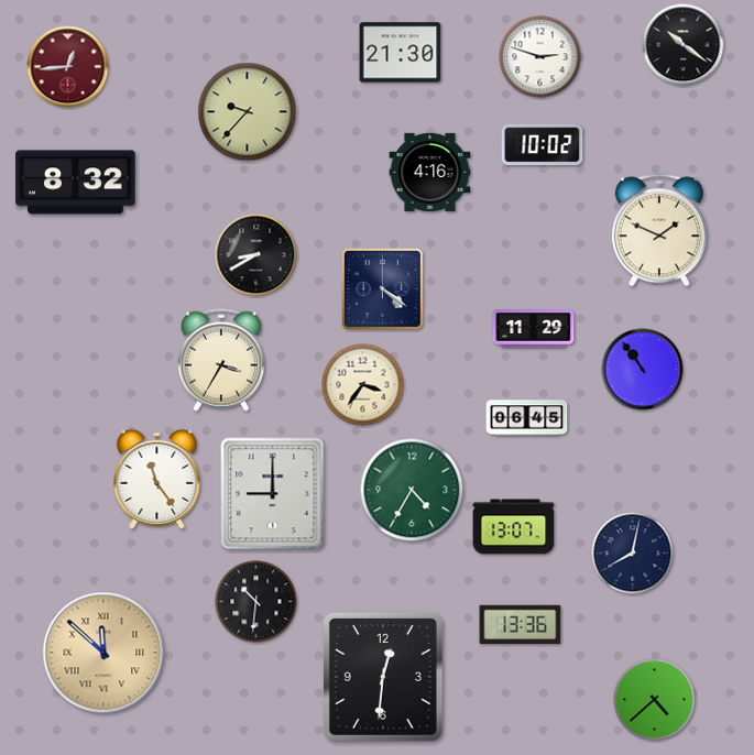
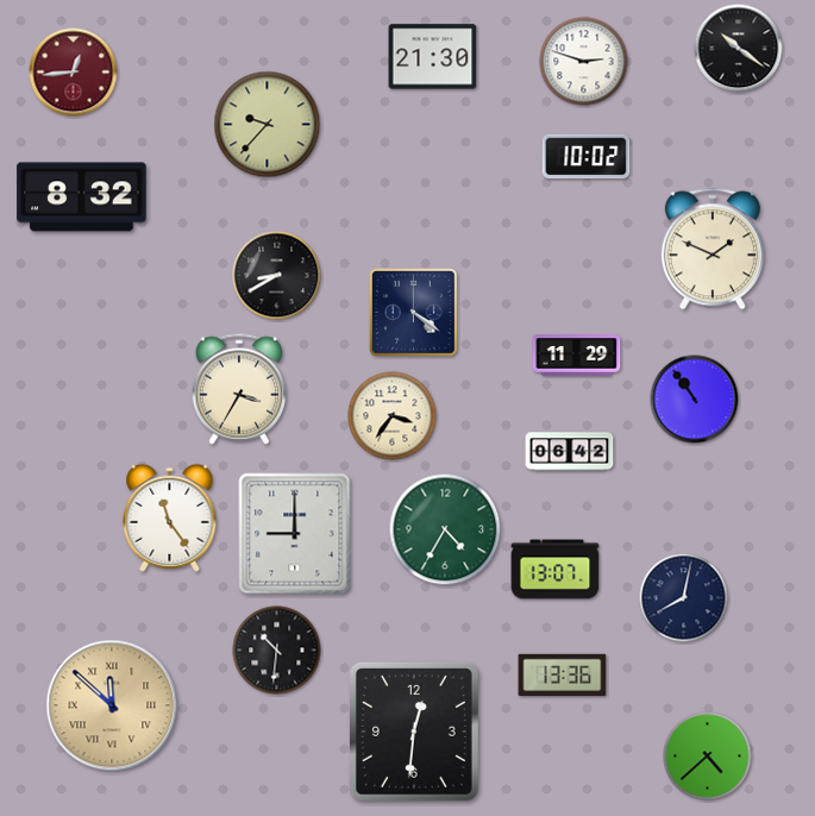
clock at (248, 112) position: (248, 112) -> (268, 125)
clock at (430, 172): 4:16 -> none
clock at (527, 418): 06:45 -> 06:42
